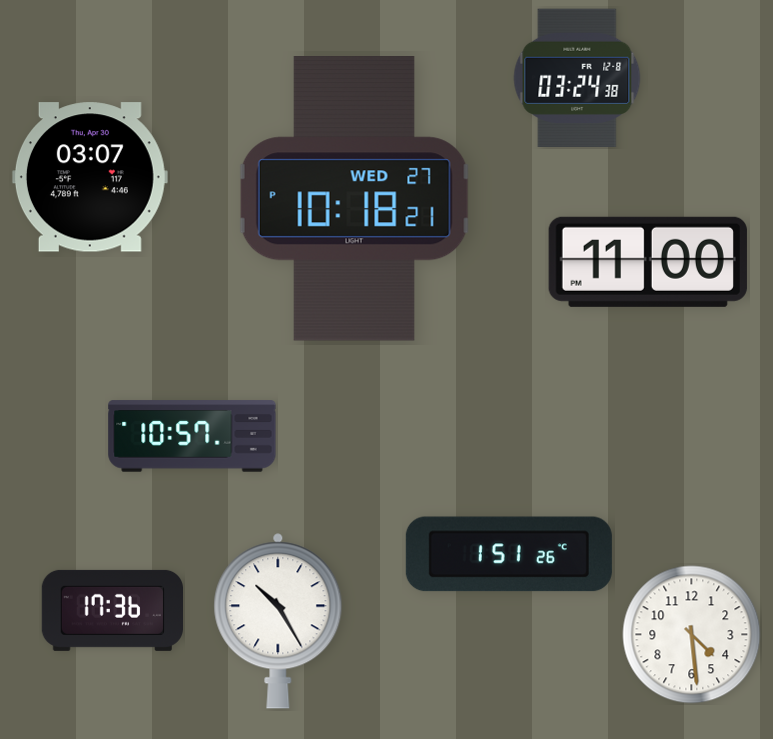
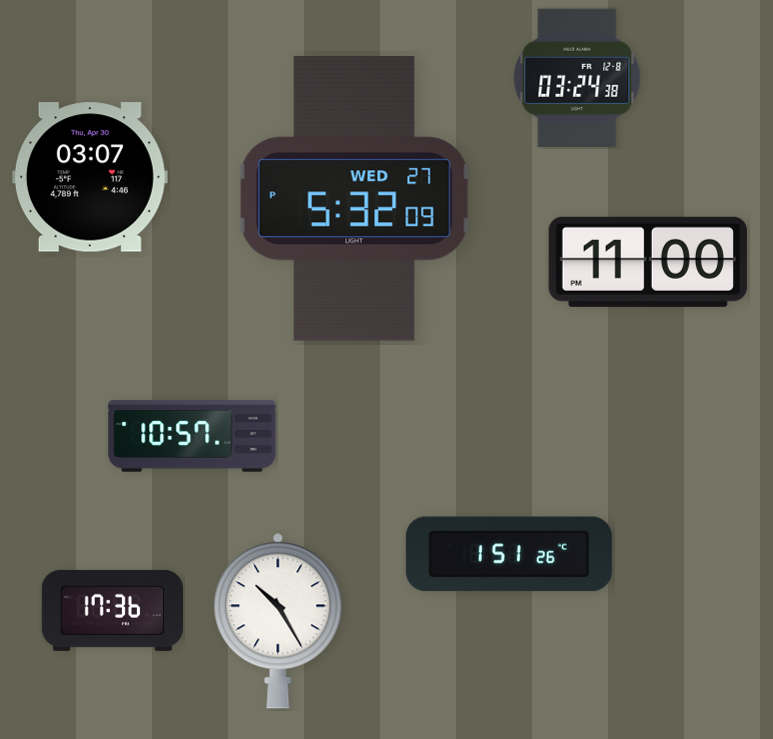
clock at (355, 199): 10:18 -> 5:32
clock at (692, 635): 4:29 -> none
